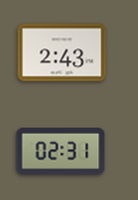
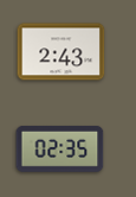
clock at (61, 151): 02:31 -> 02:35
